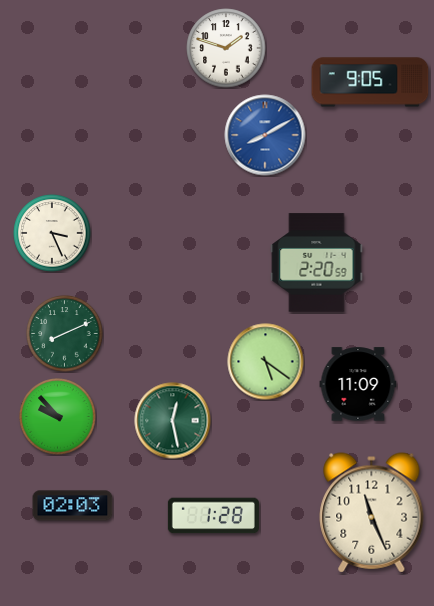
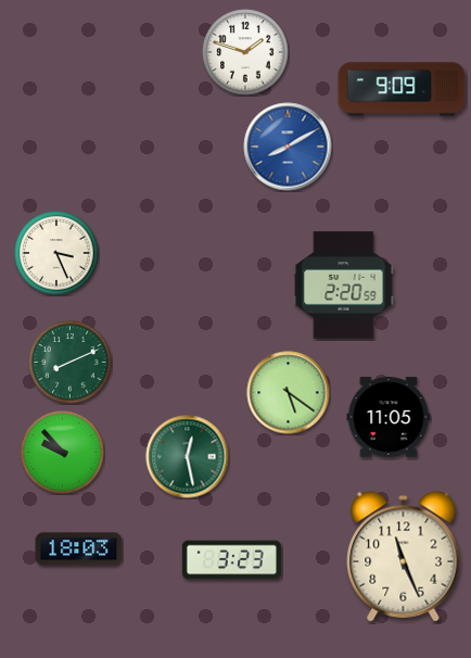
clock at (370, 82): 9:05 -> 9:09
clock at (358, 384): 11:09 -> 11:05
clock at (73, 506): 02:03 -> 18:03
clock at (213, 516): 1:28 -> 3:23
